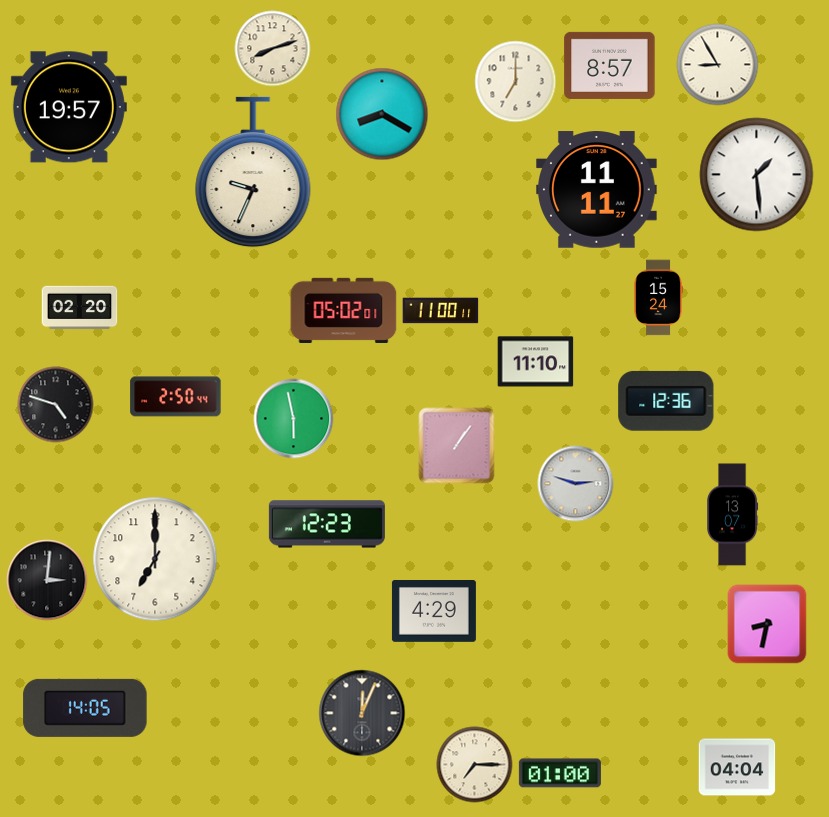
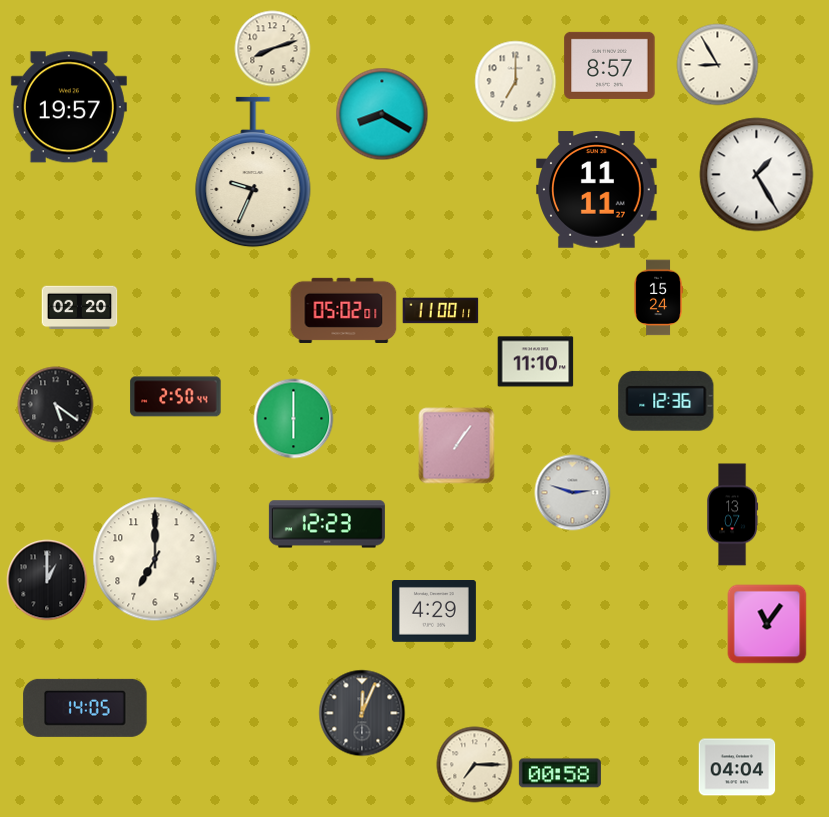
clock at (757, 175): 1:29 -> 1:25
clock at (56, 405): 4:48 -> 5:21
clock at (294, 419): 5:58 -> 6:00
clock at (576, 484) position: (576, 484) -> (573, 493)
clock at (47, 580): 3:01 -> 1:00
clock at (767, 624): 8:32 -> 11:06
clock at (560, 773): 01:00 -> 00:58
